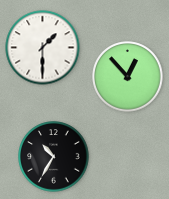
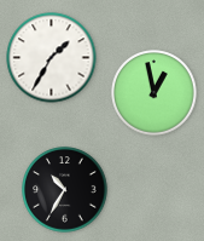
clock at (43, 48): 1:30 -> 1:35
clock at (128, 77): 12:53 -> 12:58
